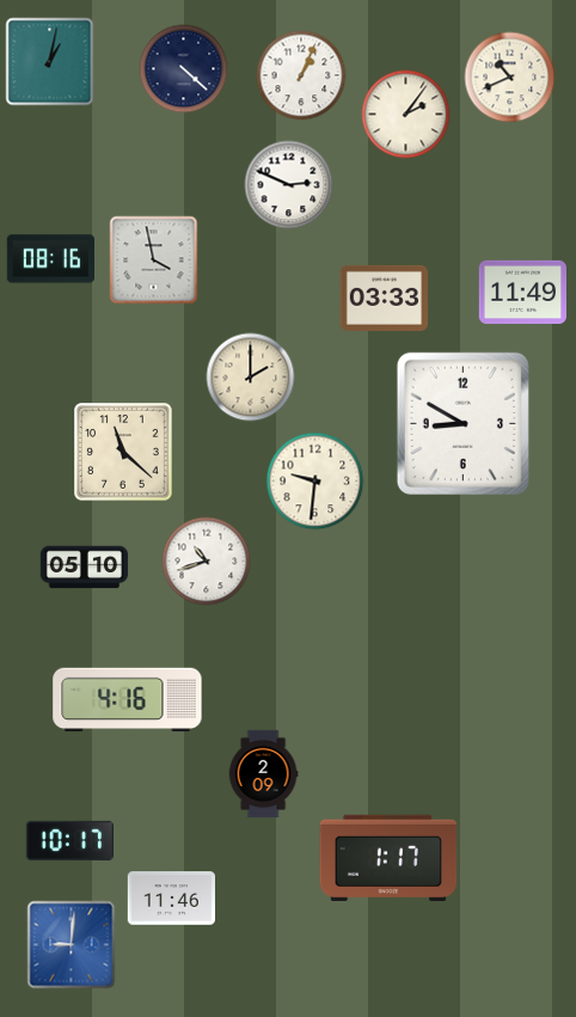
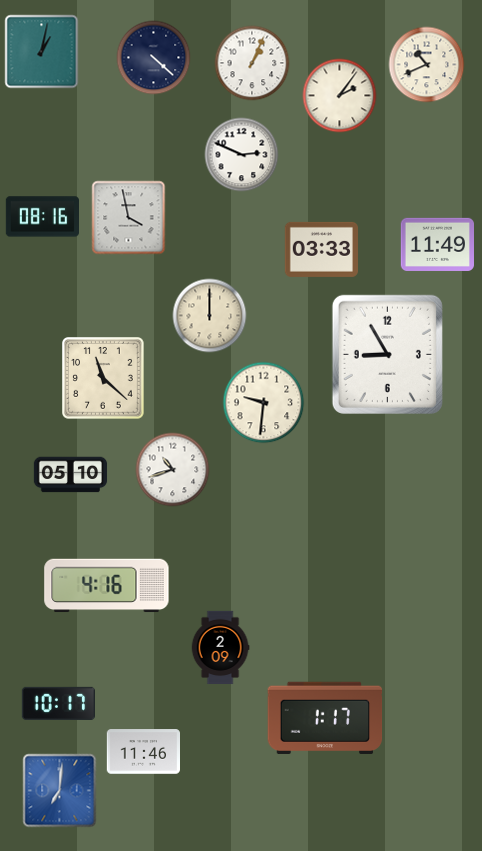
clock at (251, 378): 2:00 -> 12:00
clock at (462, 423): 8:50 -> 8:55
clock at (72, 945): 9:01 -> 7:01
